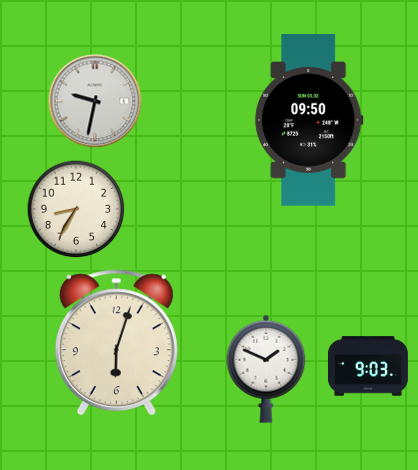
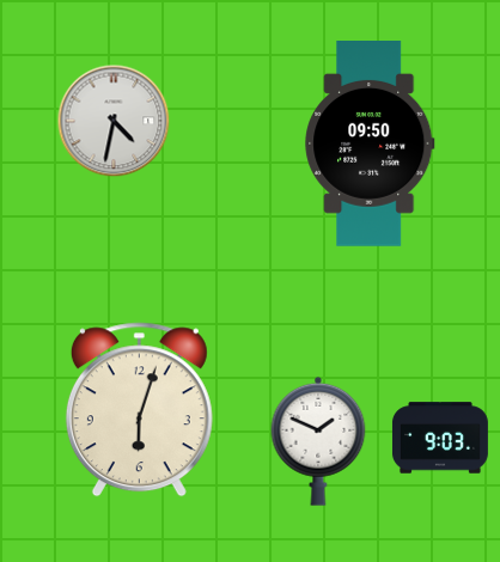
clock at (95, 101): 9:32 -> 4:32
clock at (76, 209): 8:35 -> none
